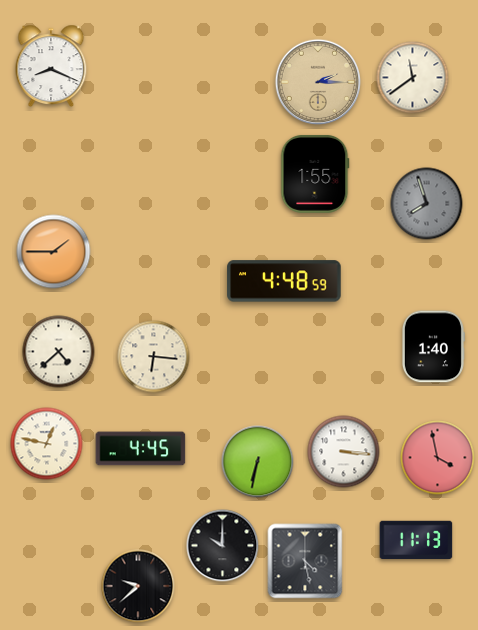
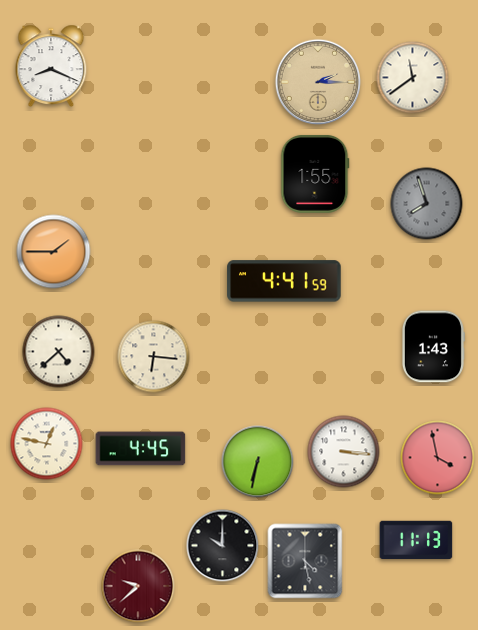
clock at (284, 281): 4:48 -> 4:41
clock at (433, 347): 1:40 -> 1:43
clock at (138, 586) dial: black -> burgundy
